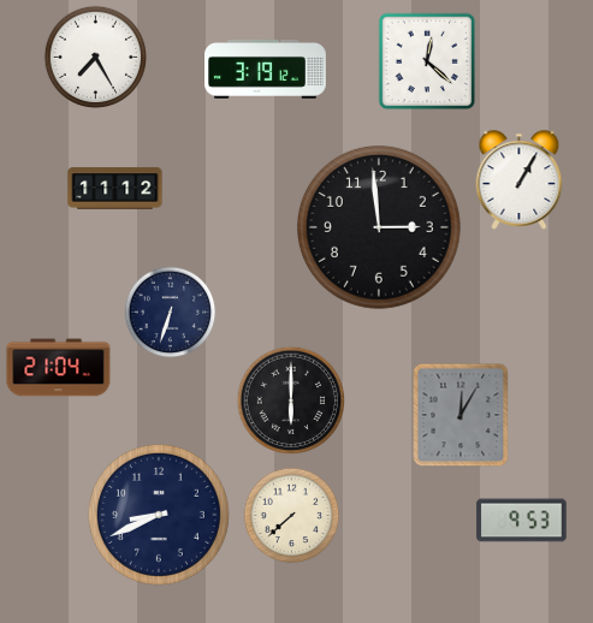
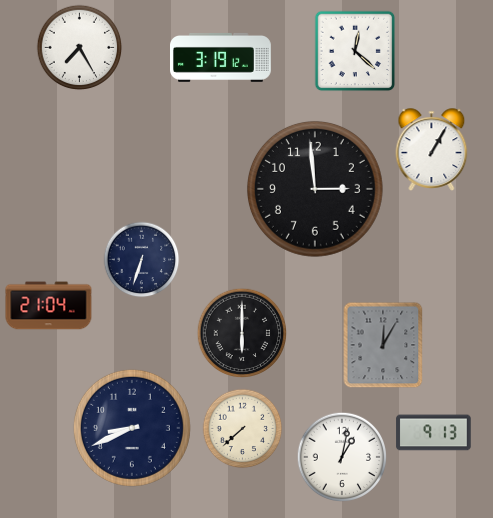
clock at (115, 189): 11:12 -> none
clock at (522, 521): 9:53 -> 9:13
clock at (341, 456): none -> 1:02
